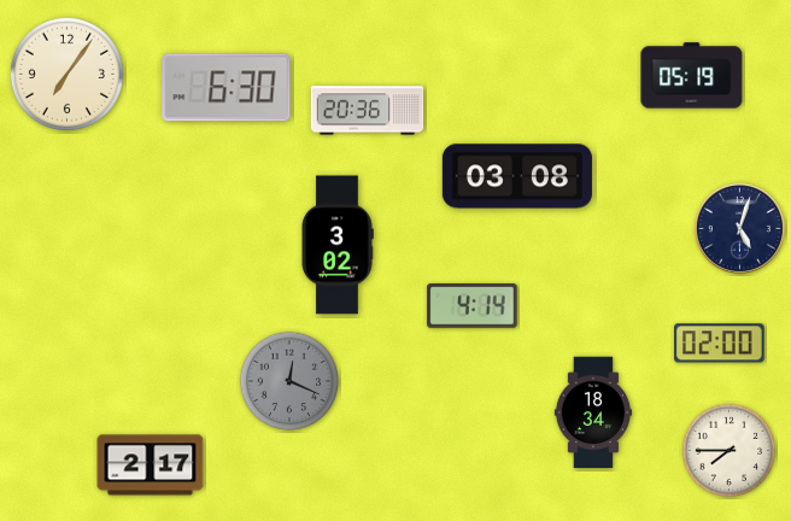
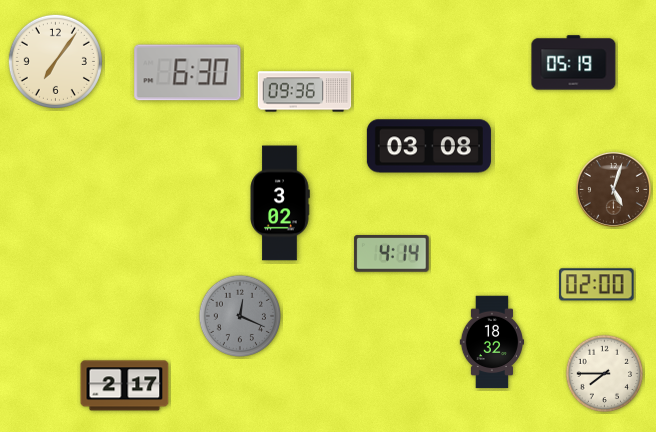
clock at (368, 111): 20:36 -> 09:36
clock at (739, 228) dial: navy -> brown
clock at (592, 412): 18:34 -> 18:32
